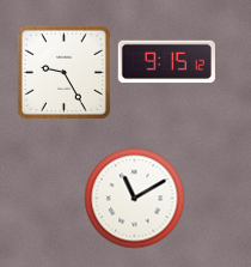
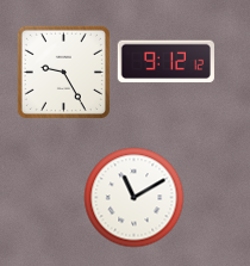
clock at (166, 62): 9:15 -> 9:12
